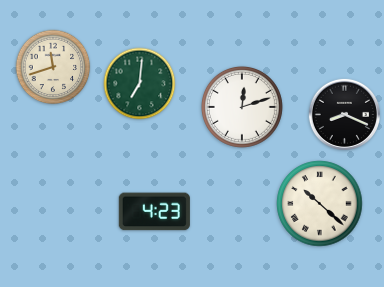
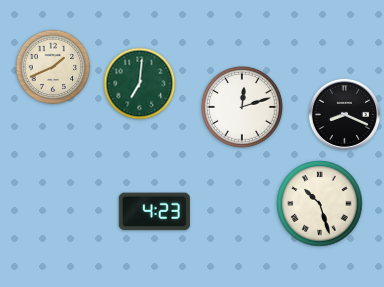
clock at (53, 67): 11:42 -> 1:41
clock at (320, 204): 10:22 -> 10:27
